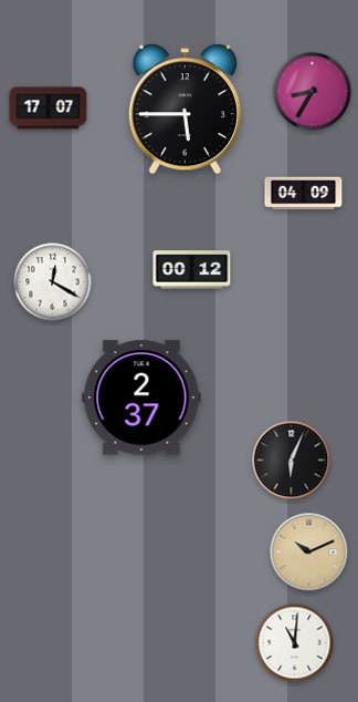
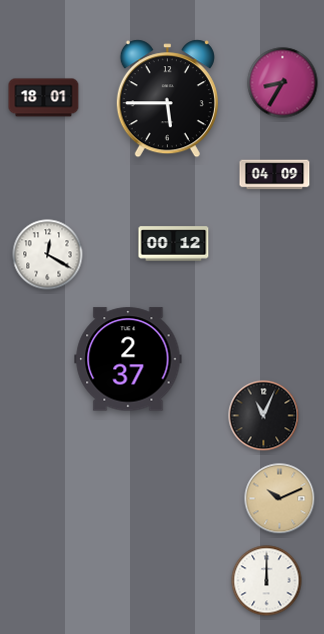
clock at (49, 109): 17:07 -> 18:01
clock at (292, 461): 6:04 -> 11:04
clock at (295, 643): 11:01 -> 12:00
